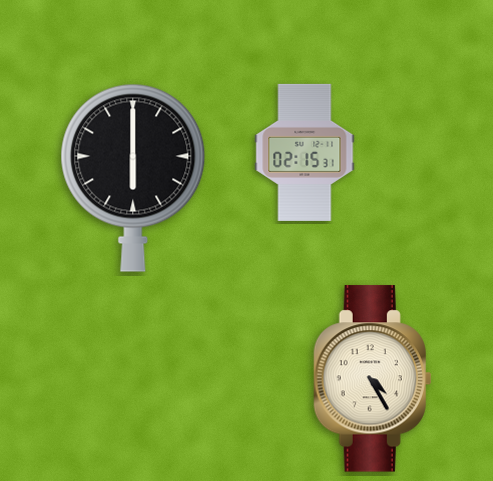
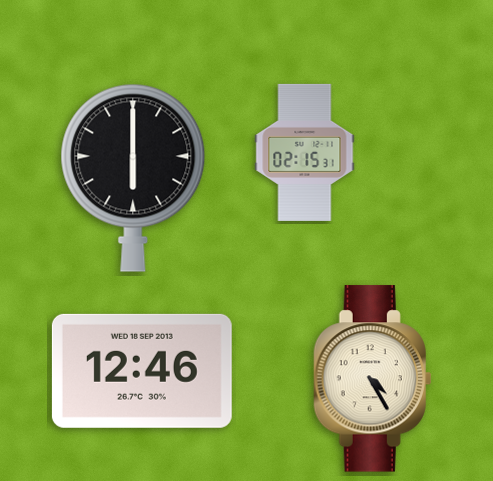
clock at (142, 371): none -> 12:46
